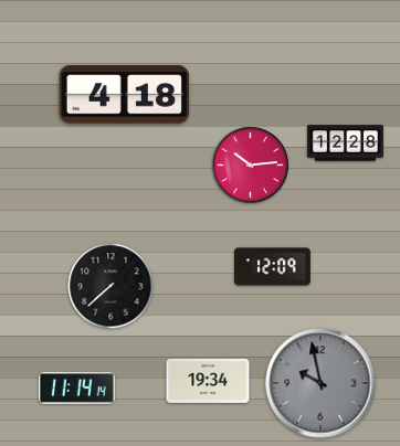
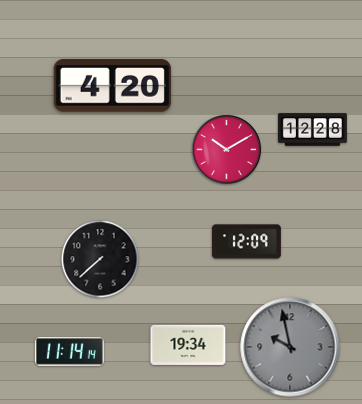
clock at (124, 95): 4:18 -> 4:20
clock at (251, 166): 10:14 -> 10:10
